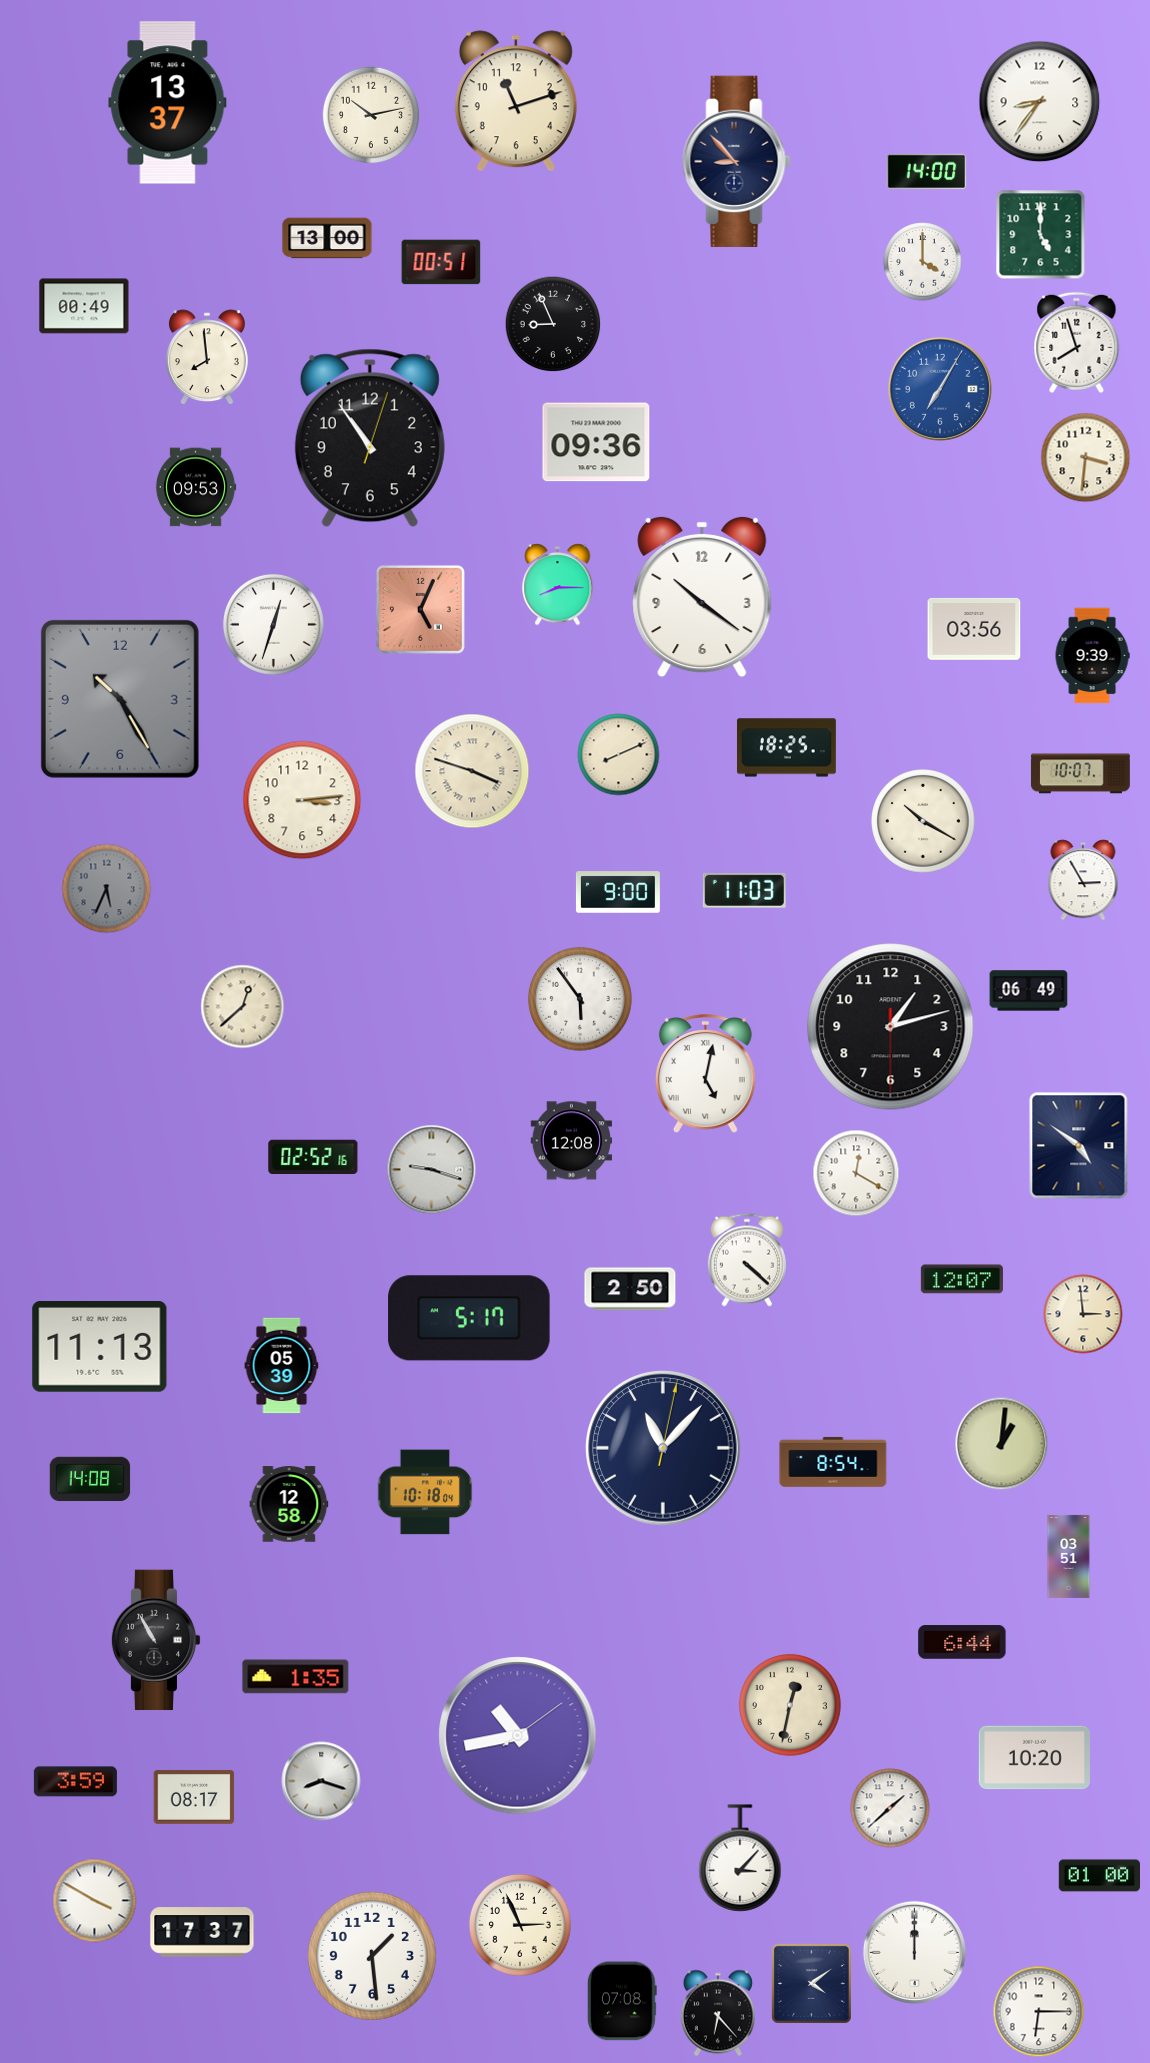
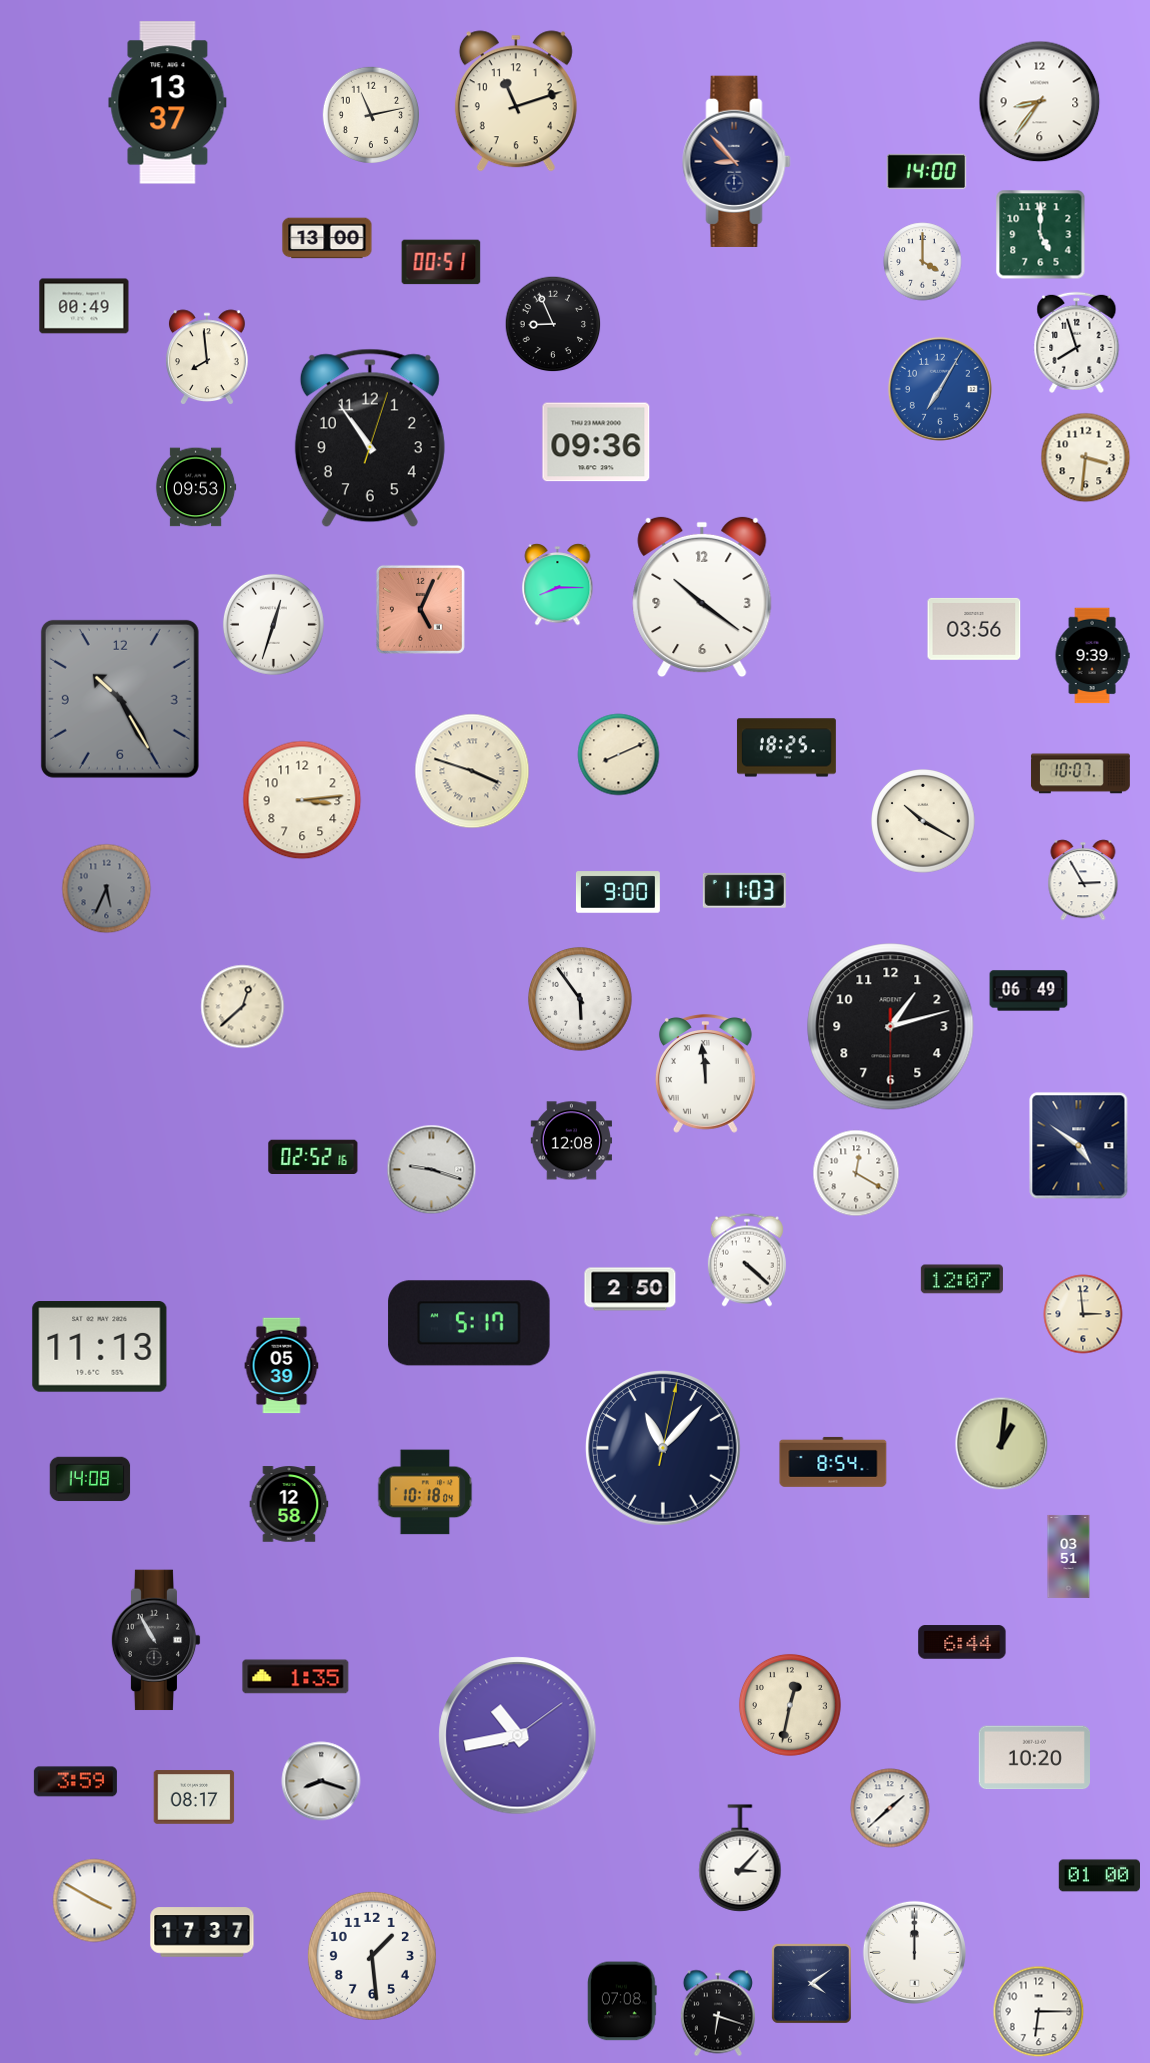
clock at (370, 114): 10:13 -> 11:13
clock at (705, 1074): 5:02 -> 11:59
clock at (469, 1318) position: (469, 1318) -> (469, 1323)
clock at (520, 1925): 2:56 -> none
clock at (718, 2013): 6:23 -> 6:18
